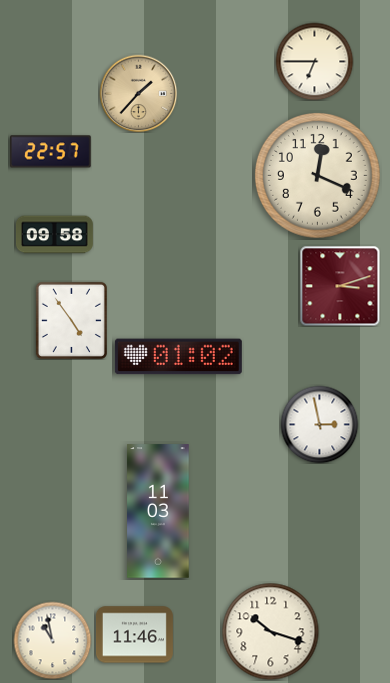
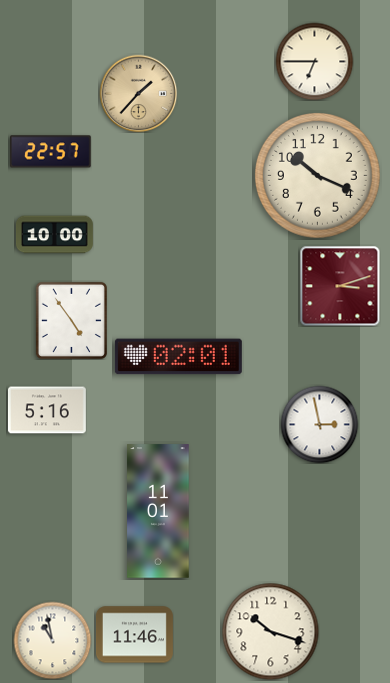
clock at (318, 176): 12:19 -> 10:19
clock at (54, 235): 09:58 -> 10:00
clock at (178, 357): 01:02 -> 02:01
clock at (47, 410): none -> 5:16
clock at (158, 511): 11:03 -> 11:01
